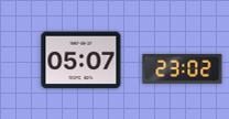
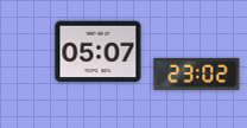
clock at (81, 61) position: (81, 61) -> (99, 52)
